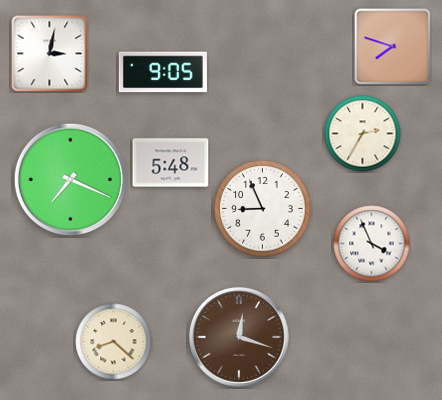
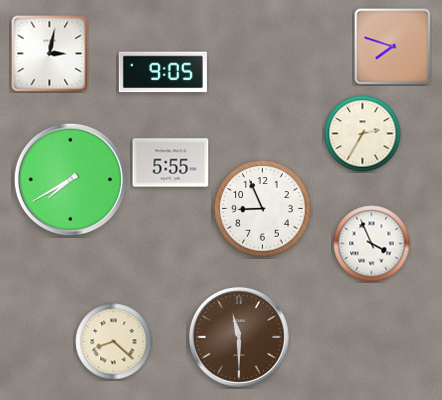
clock at (171, 163): 5:48 -> 5:55
clock at (70, 179): 7:19 -> 7:40
clock at (239, 337): 12:18 -> 11:30
